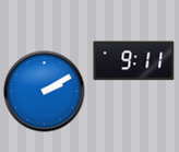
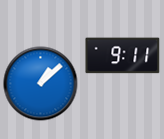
clock at (45, 92): 2:10 -> 1:08
